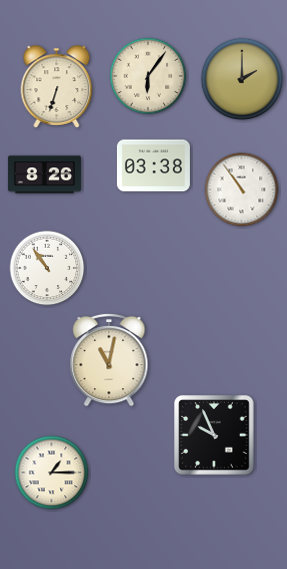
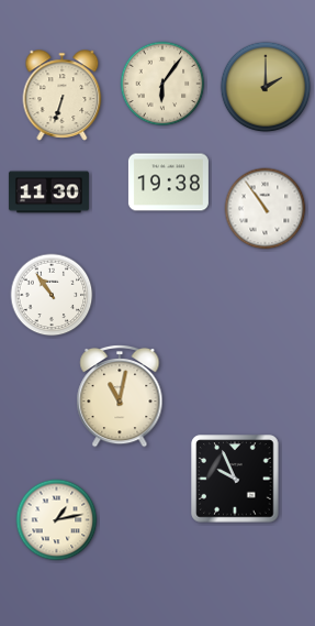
clock at (153, 166): 03:38 -> 19:38
clock at (44, 175): 8:26 -> 11:30
clock at (52, 473): 1:15 -> 1:13
